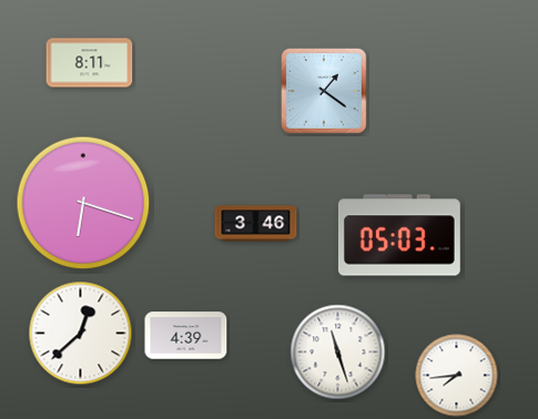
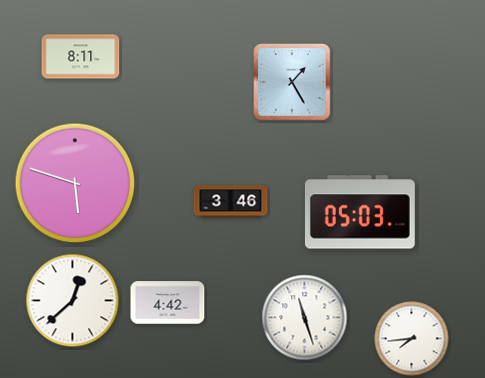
clock at (325, 92): 1:21 -> 1:25
clock at (83, 203): 6:18 -> 5:48
clock at (186, 336): 4:39 -> 4:42
